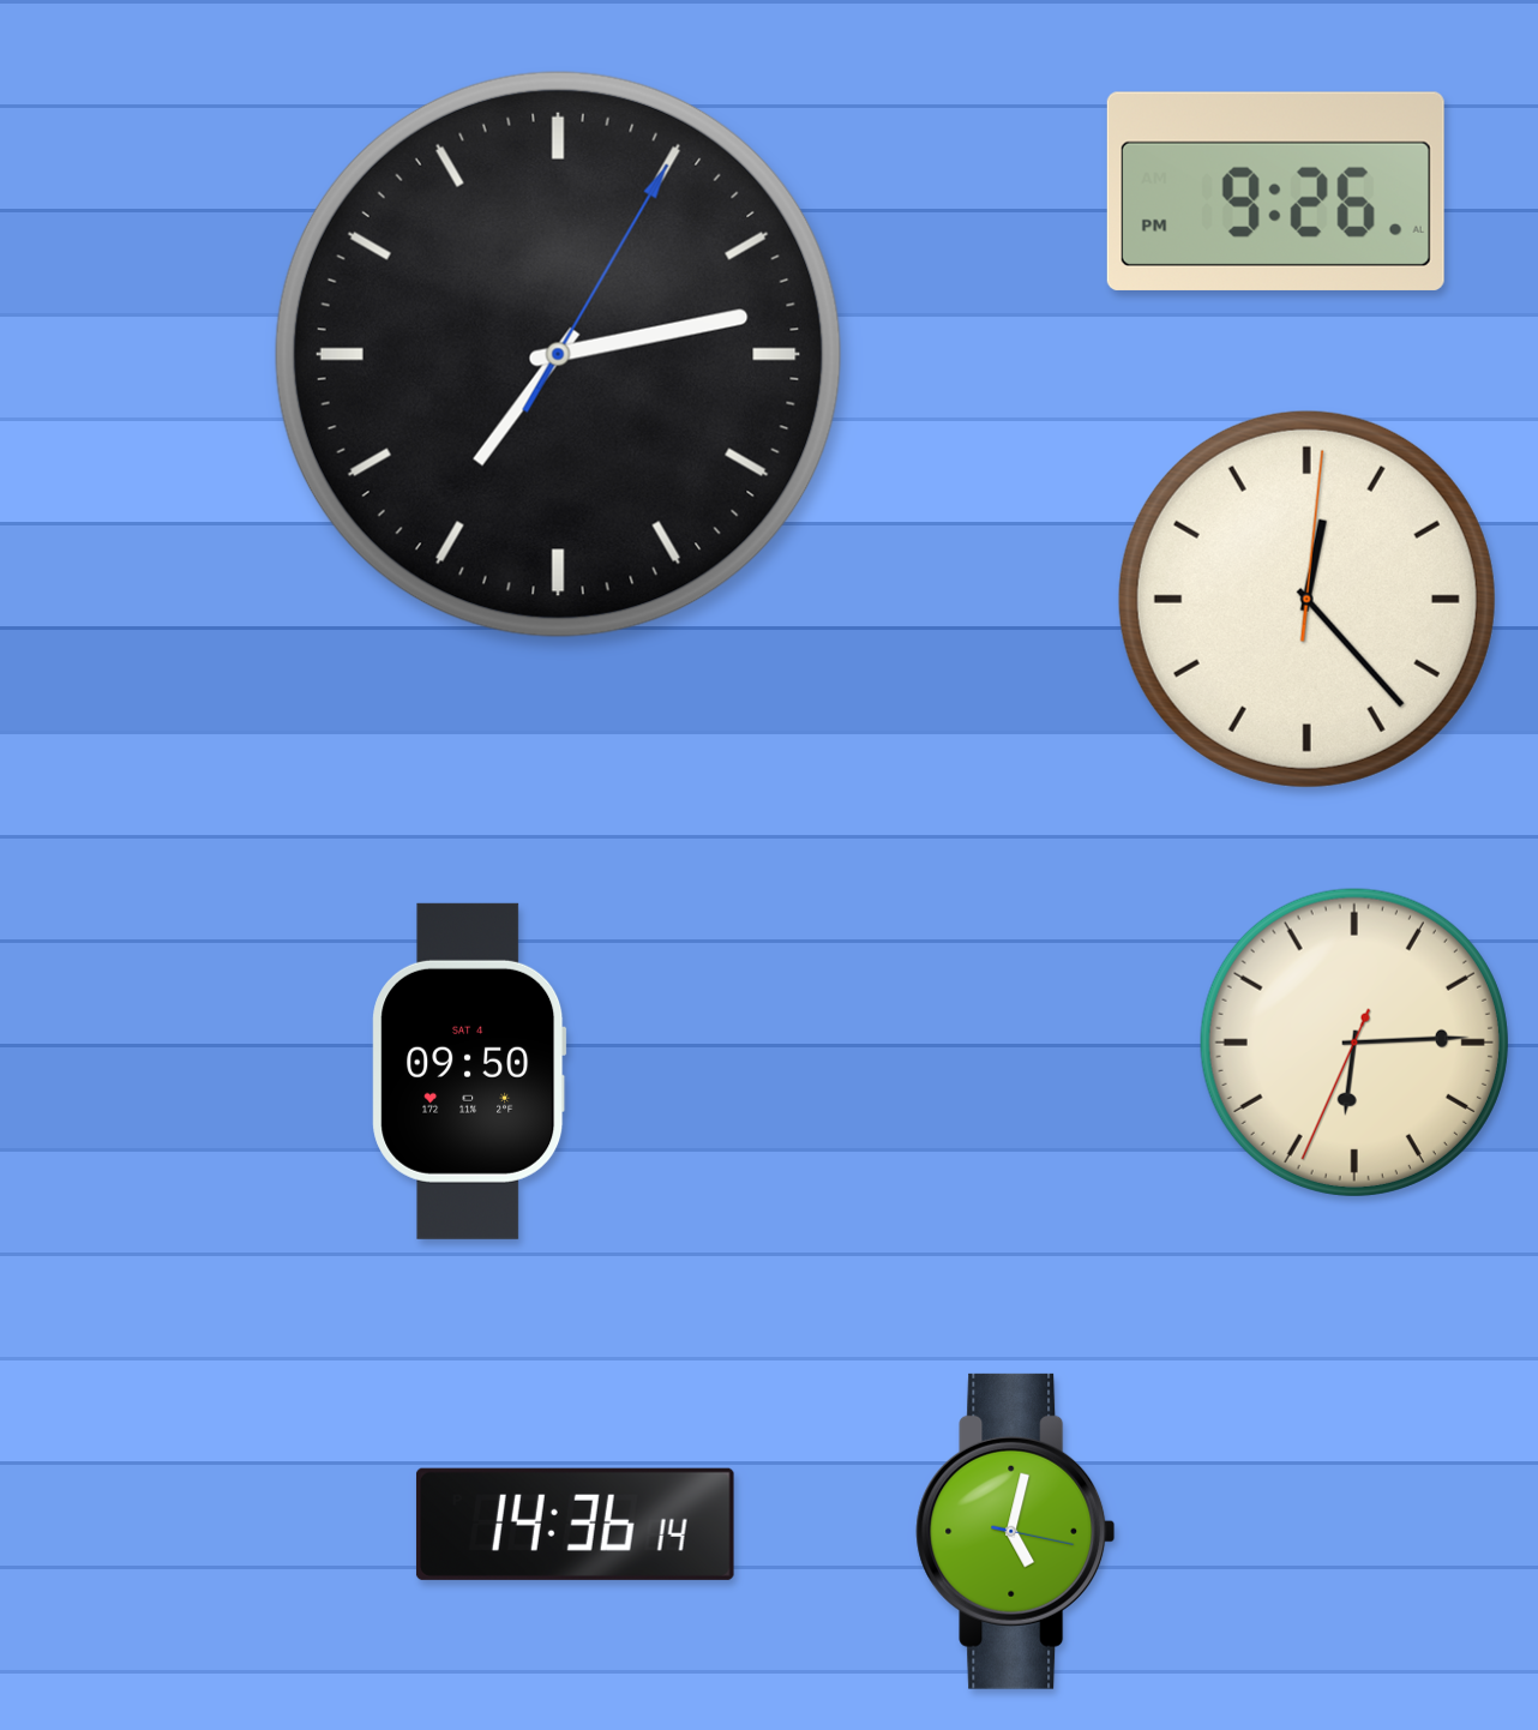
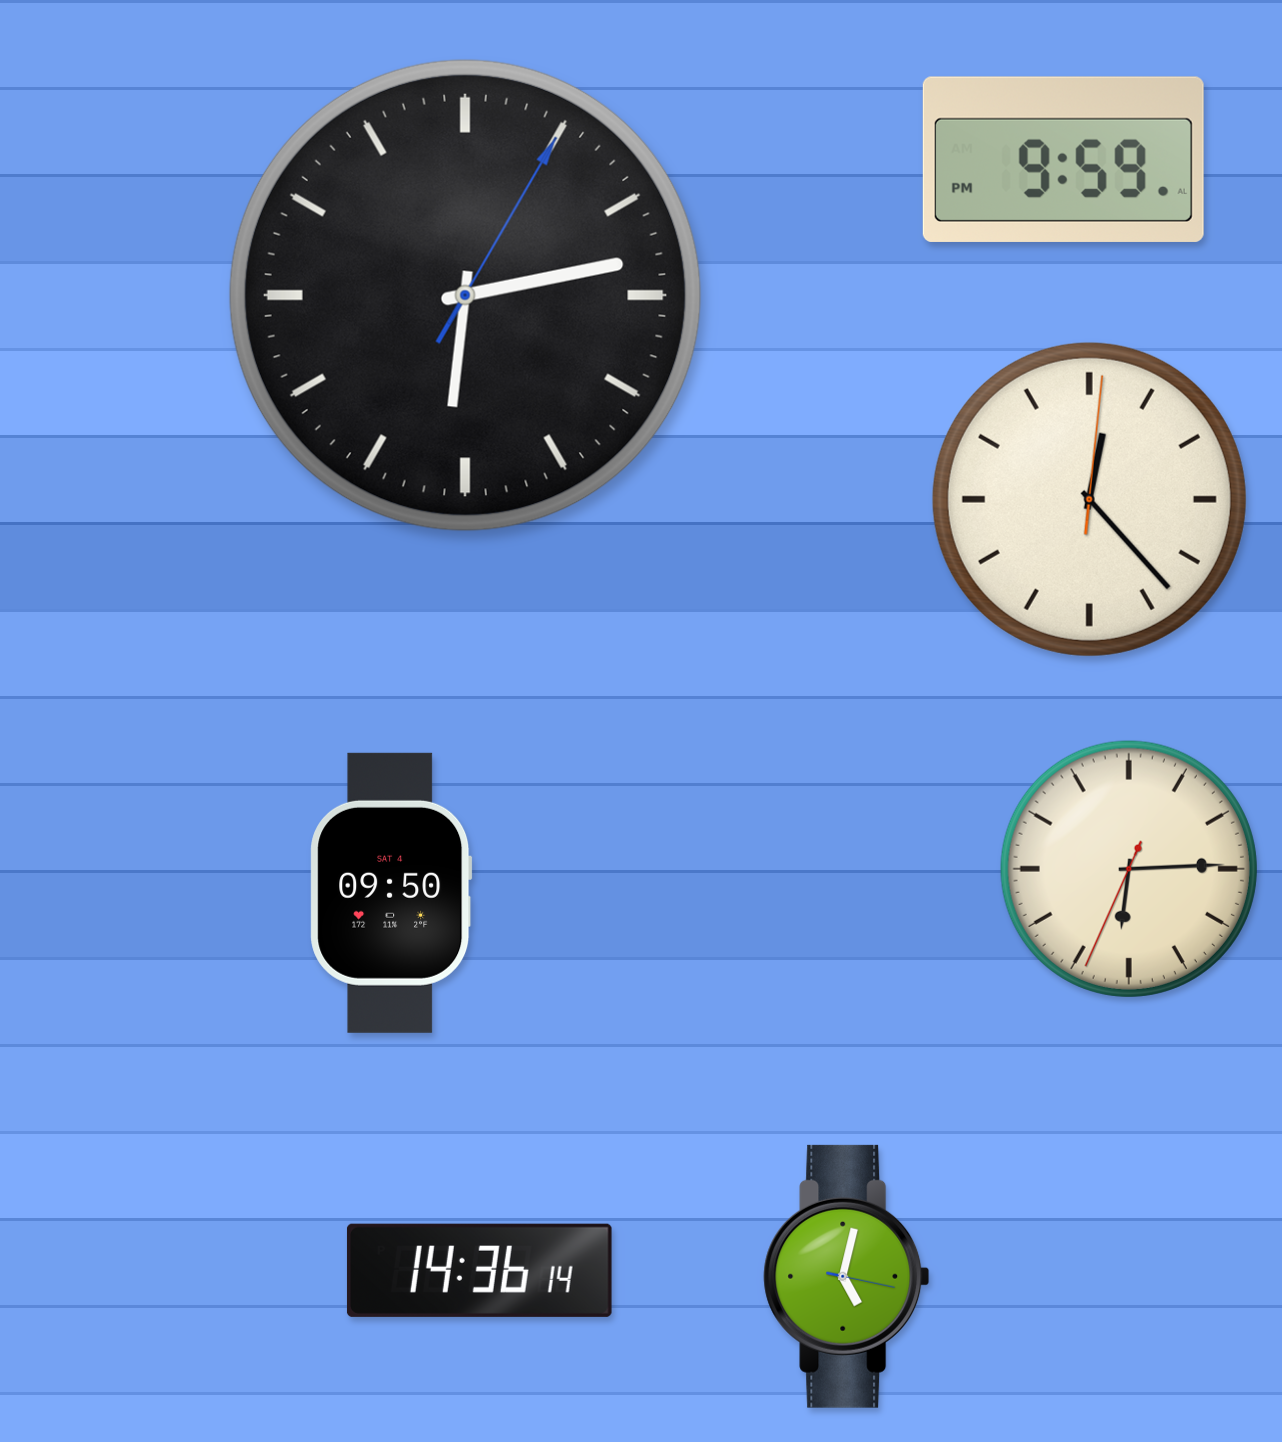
clock at (1275, 191): 9:26 -> 9:59
clock at (558, 354): 7:13 -> 6:13
